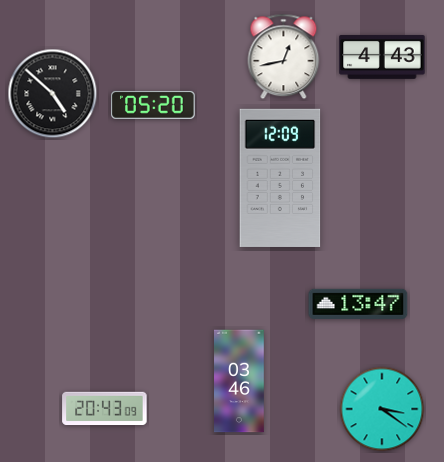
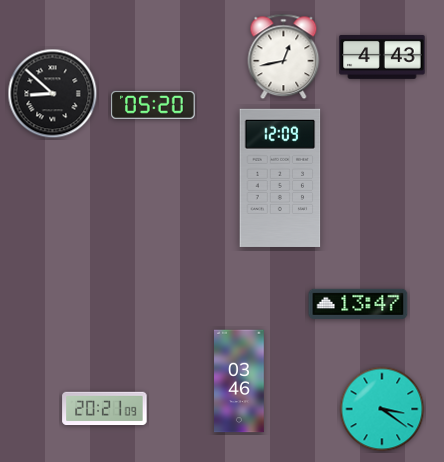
clock at (53, 94): 4:52 -> 8:52
clock at (105, 409): 20:43 -> 20:21
